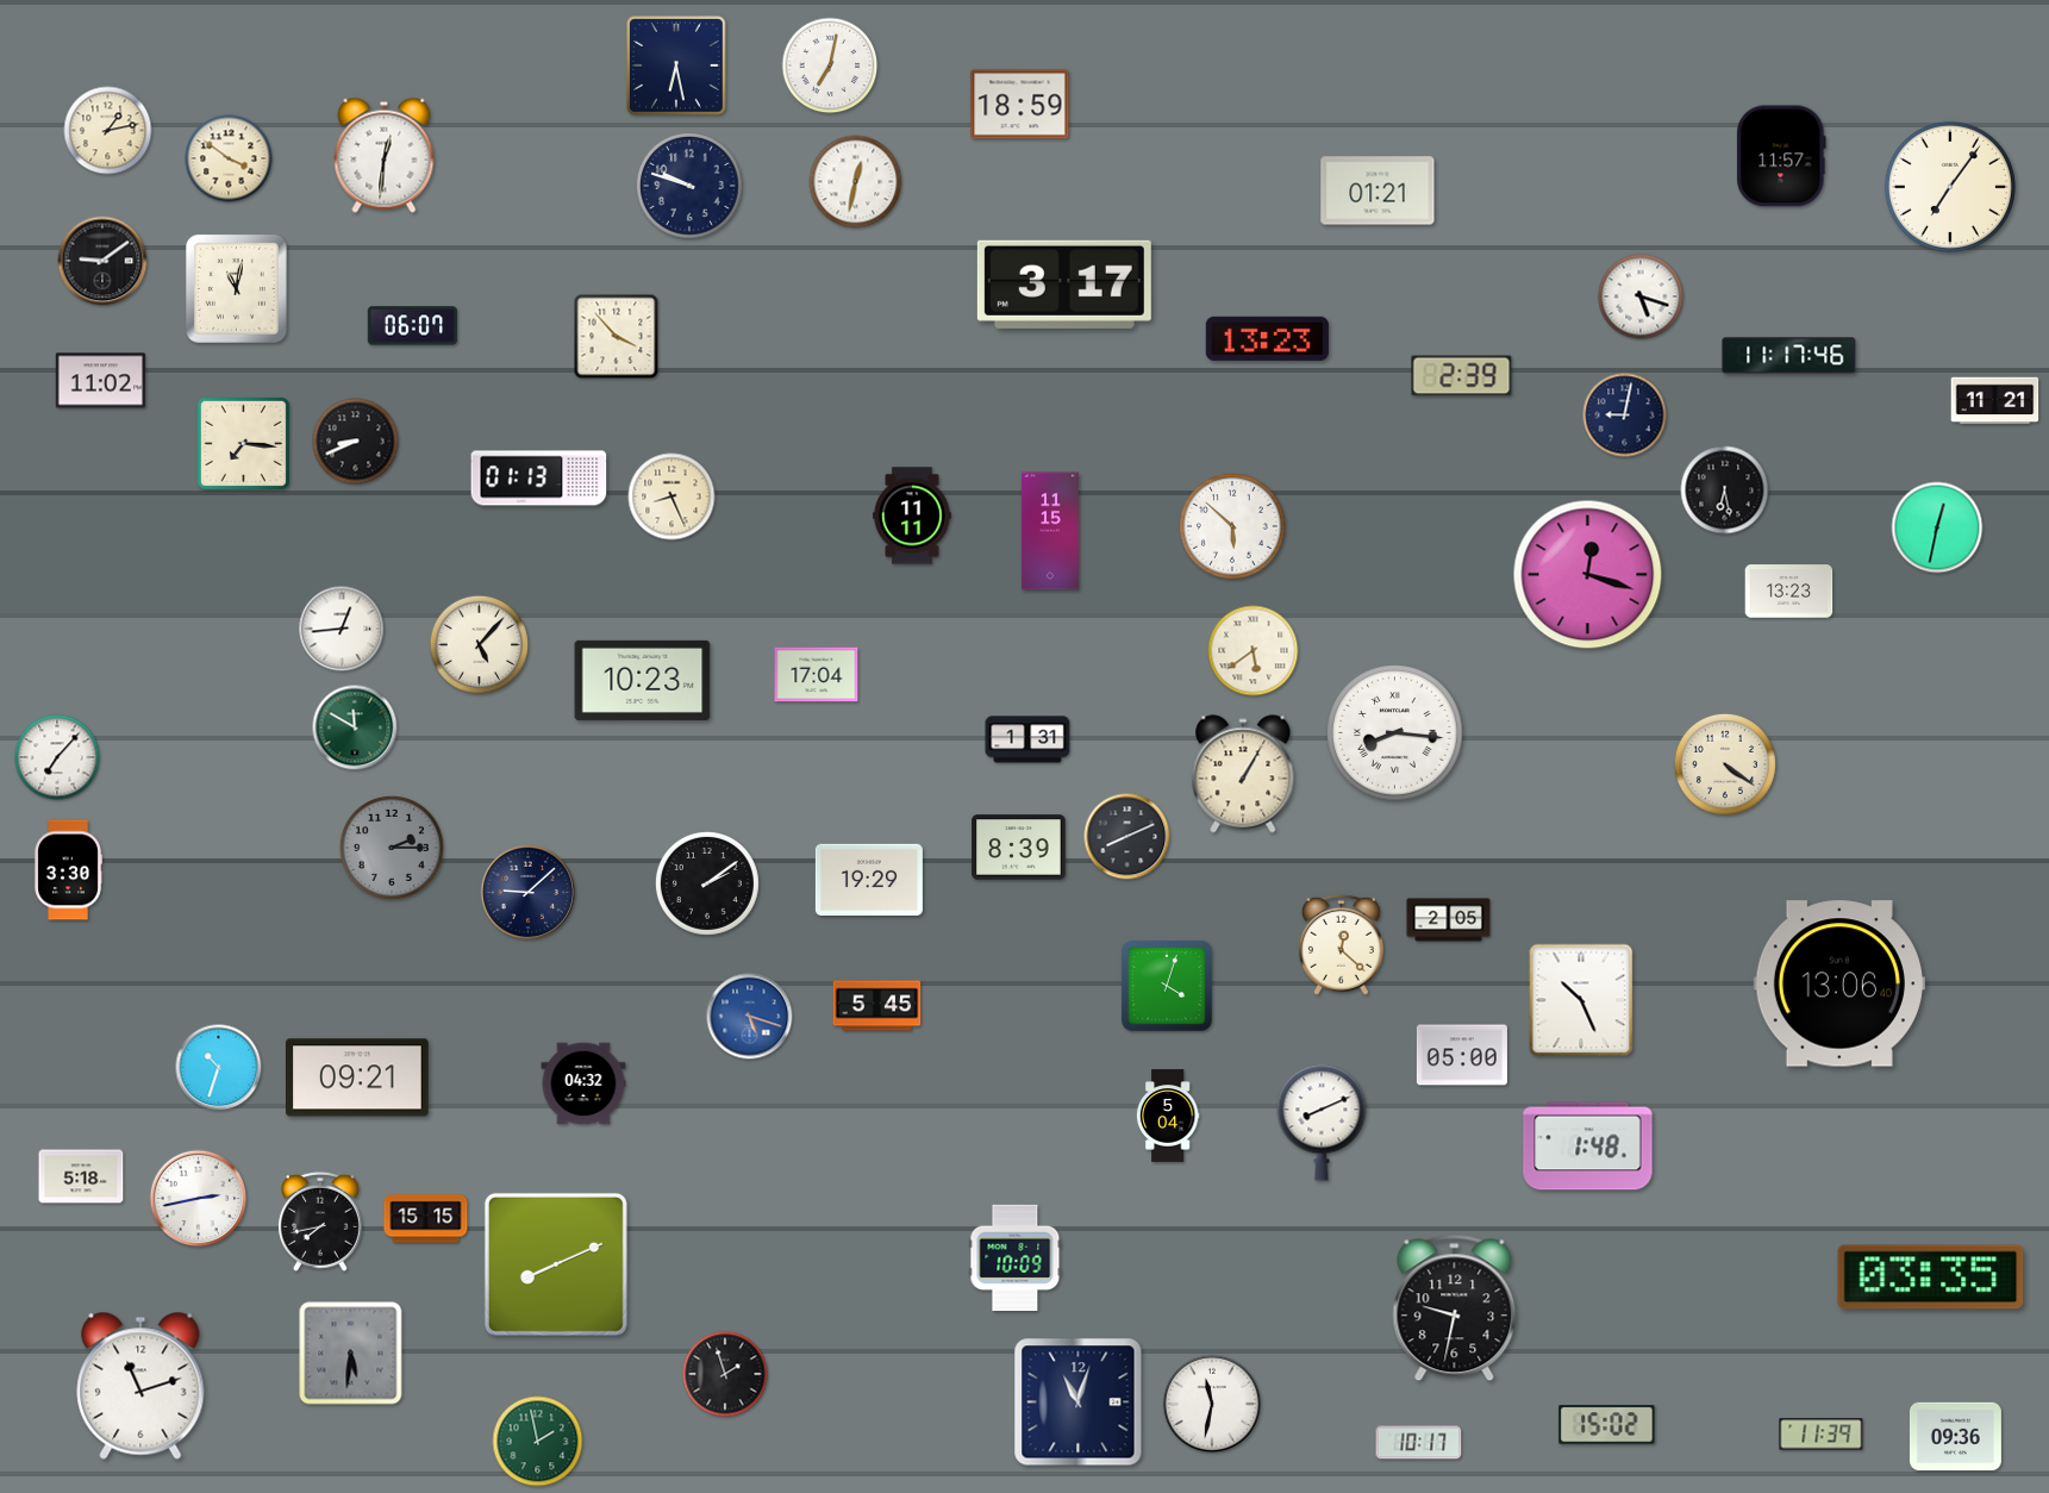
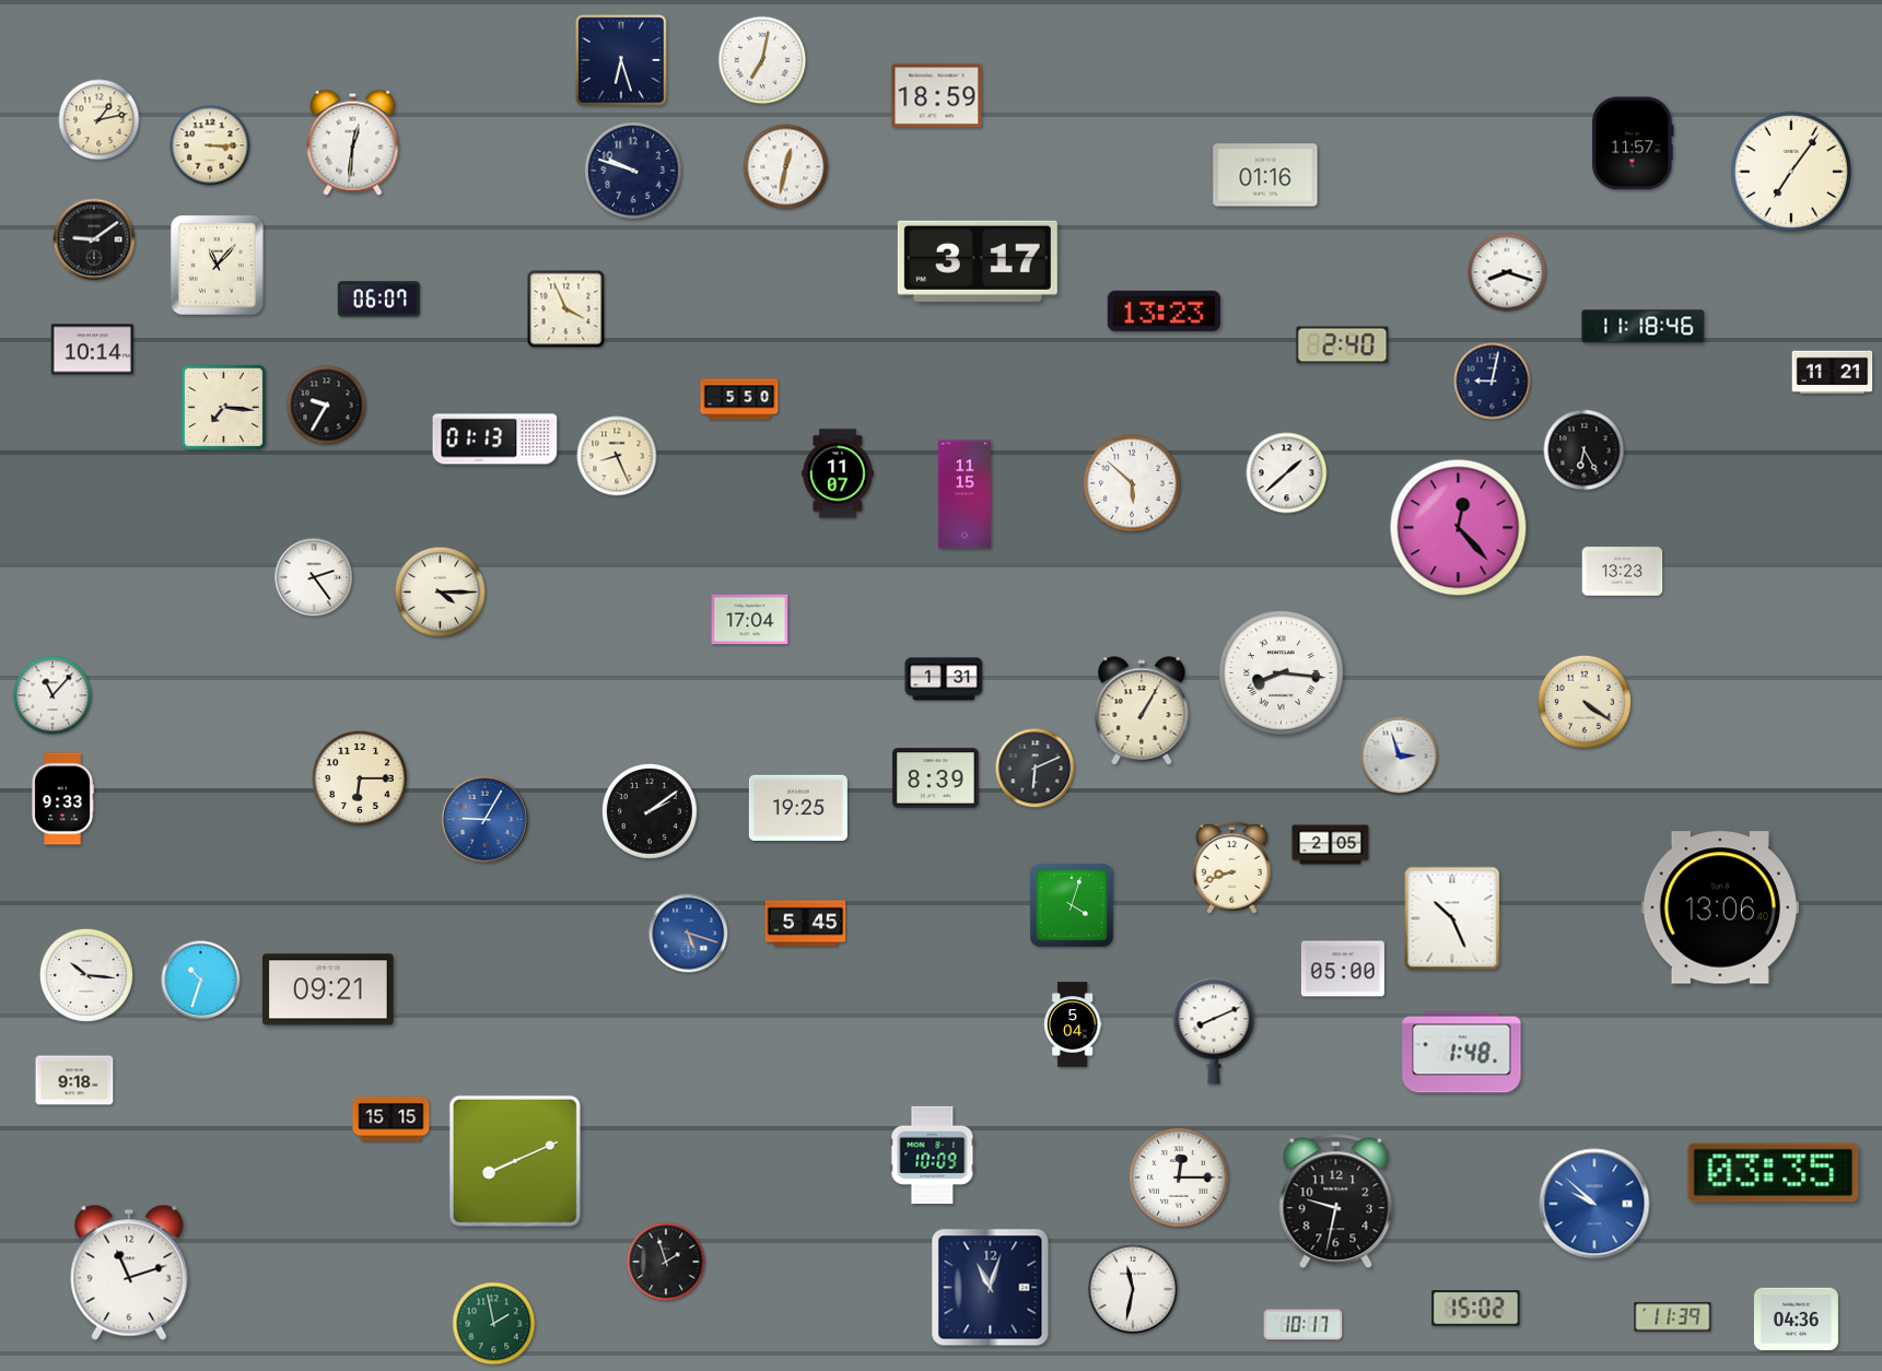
clock at (676, 65): 6:28 -> 6:27
clock at (1781, 156) position: (1781, 156) -> (1633, 143)
clock at (229, 158): 3:51 -> 3:15
clock at (1378, 190): 01:21 -> 01:16
clock at (236, 288): 11:02 -> 11:07
clock at (1641, 296): 5:18 -> 8:18
clock at (617, 337): 3:53 -> 3:56
clock at (1789, 356): 11:17 -> 11:18
clock at (1462, 376): 2:39 -> 2:40
clock at (100, 381): 11:02 -> 10:14
clock at (1995, 401) position: (1995, 401) -> (1833, 373)
clock at (739, 399): none -> 5:50
clock at (356, 442): 8:41 -> 9:35
clock at (1725, 491): 6:28 -> 6:25
clock at (912, 516): 11:11 -> 11:07
clock at (1287, 473): none -> 1:38
clock at (1937, 527): 12:32 -> none
clock at (1050, 531) position: (1050, 531) -> (965, 494)
clock at (1588, 575): 12:18 -> 12:23
clock at (1789, 592) position: (1789, 592) -> (1623, 572)
clock at (342, 629): 12:44 -> 2:24
clock at (480, 645): 5:07 -> 4:15
clock at (1254, 651): 5:39 -> none
clock at (643, 680): 10:23 -> none
clock at (355, 727): 11:50 -> none
clock at (57, 757): 7:07 -> 11:07
clock at (1400, 757): none -> 2:57
clock at (1127, 837): 8:11 -> 6:11
clock at (392, 848): 2:15 -> 6:15
clock at (392, 848) dial: grey -> cream
clock at (68, 870): 3:30 -> 9:33
clock at (869, 879): 19:29 -> 19:25
clock at (529, 893): 9:08 -> 9:05
clock at (529, 893) dial: navy -> blue
clock at (1341, 944): 12:22 -> 8:42
clock at (1839, 983) position: (1839, 983) -> (1720, 907)
clock at (86, 975): none -> 10:16
clock at (583, 1083): 04:32 -> none
clock at (1588, 1147) position: (1588, 1147) -> (1462, 1053)
clock at (81, 1176): 5:18 -> 9:18
clock at (199, 1199): 2:43 -> none
clock at (320, 1222): 7:43 -> none
clock at (556, 1264) position: (556, 1264) -> (515, 1161)
clock at (1179, 1177): none -> 12:15
clock at (1594, 1204): none -> 9:52
clock at (351, 1354): 5:31 -> none
clock at (1211, 1403) position: (1211, 1403) -> (1132, 1288)
clock at (1955, 1437): 09:36 -> 04:36
